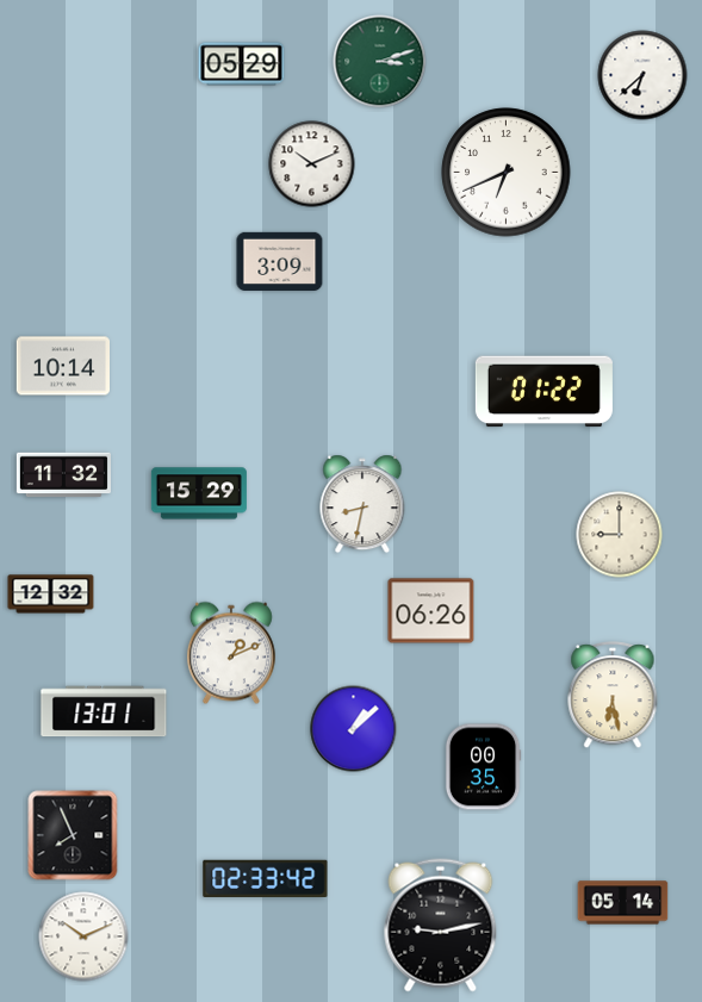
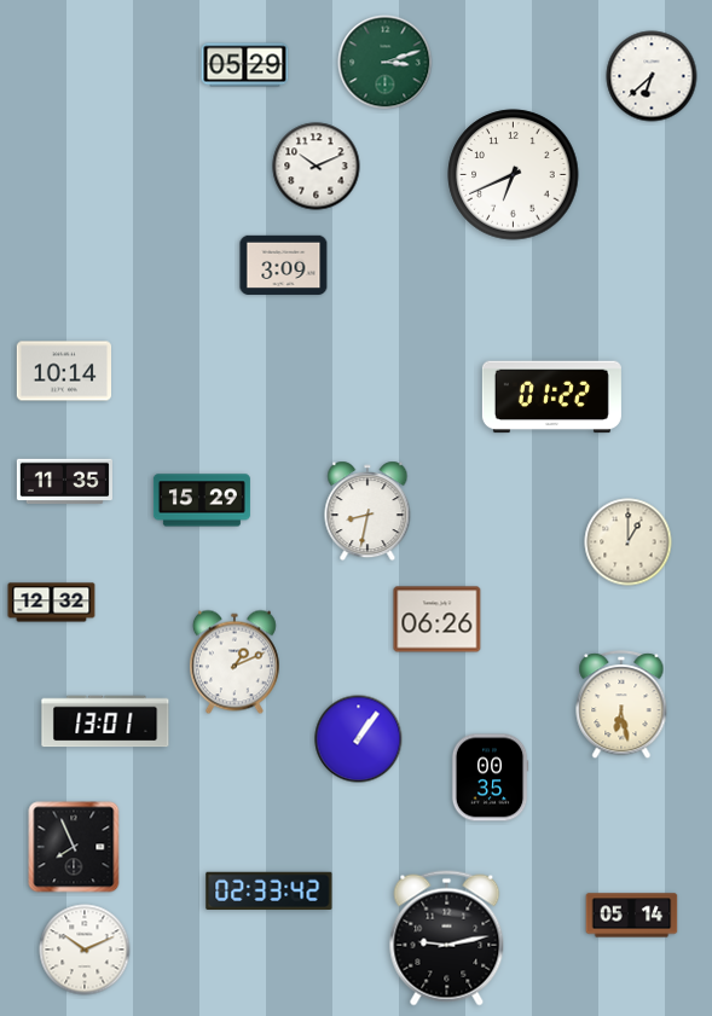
clock at (63, 475): 11:32 -> 11:35
clock at (620, 535): 9:00 -> 1:00
clock at (354, 729): 1:08 -> 1:06
